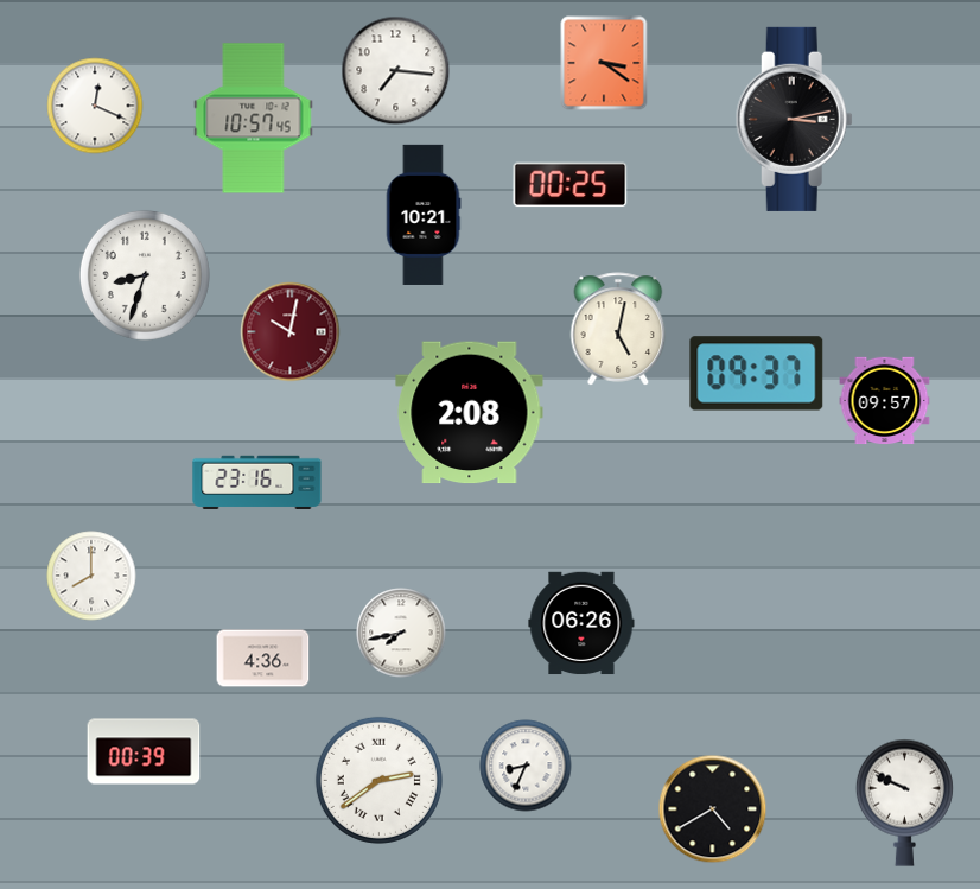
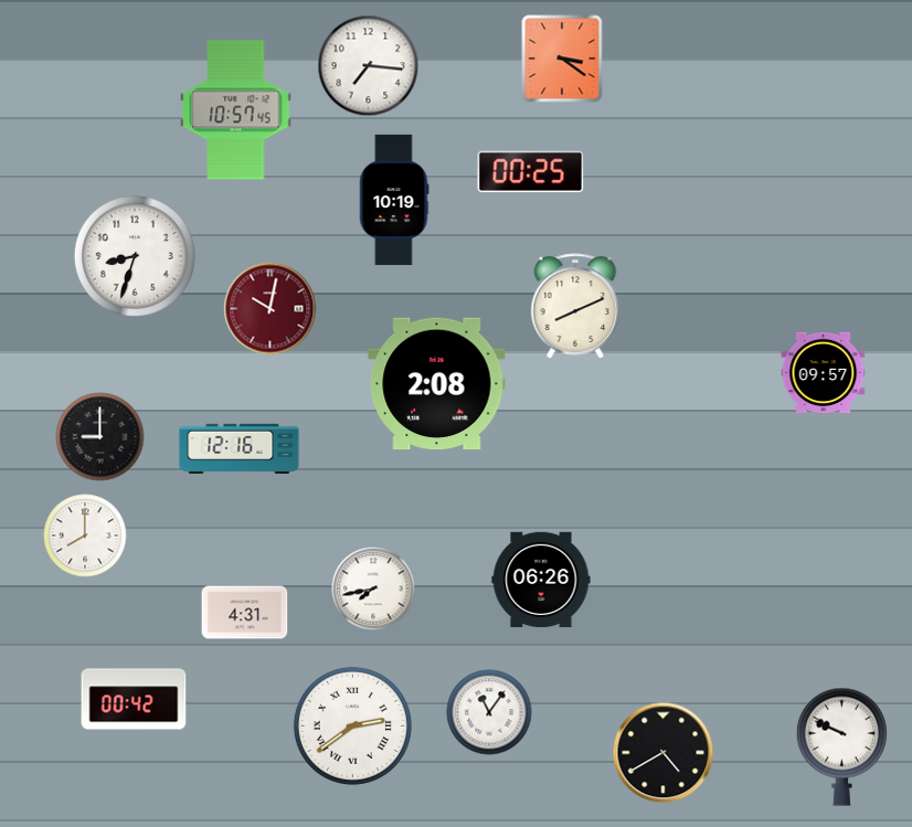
clock at (95, 106): 12:19 -> none
clock at (794, 119): 3:13 -> none
clock at (424, 215): 10:21 -> 10:19
clock at (618, 329): 5:02 -> 8:11
clock at (757, 374): 09:37 -> none
clock at (100, 437): none -> 9:00
clock at (257, 482): 23:16 -> 12:16
clock at (263, 659): 4:36 -> 4:31
clock at (144, 751): 00:39 -> 00:42
clock at (526, 766): 8:34 -> 11:06
